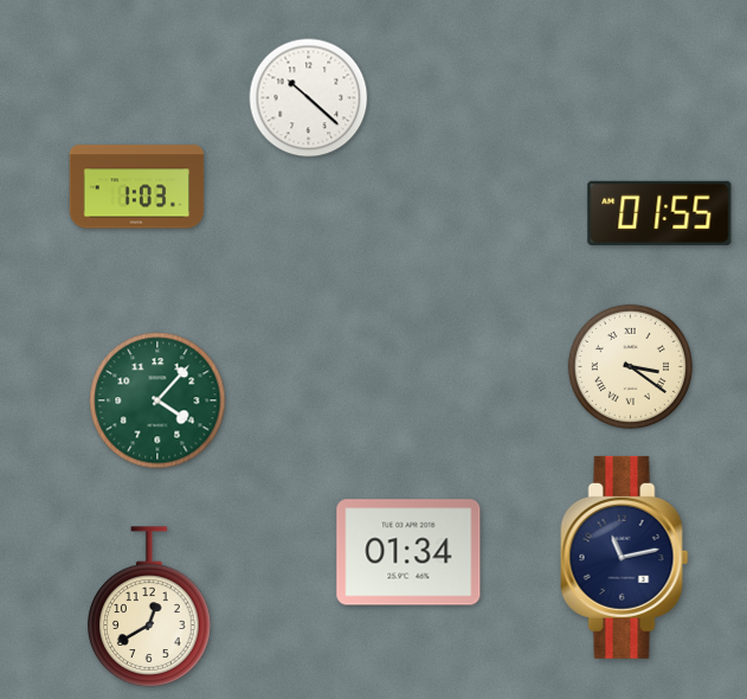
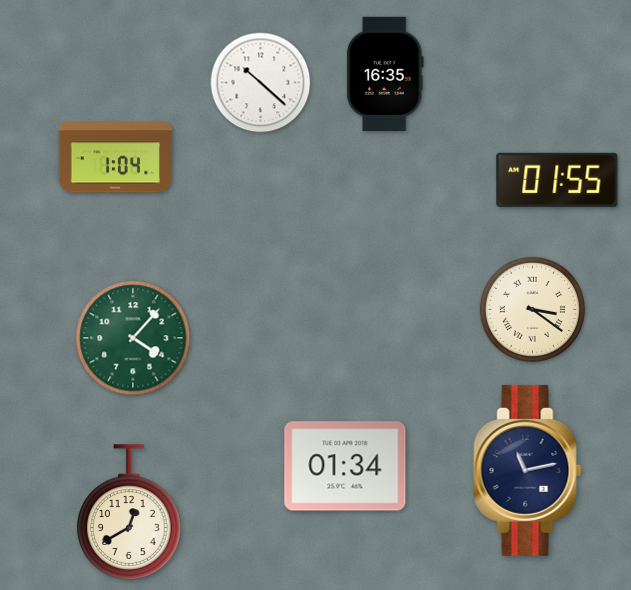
clock at (385, 74): none -> 16:35
clock at (137, 187): 1:03 -> 1:04
clock at (149, 607) position: (149, 607) -> (129, 512)
